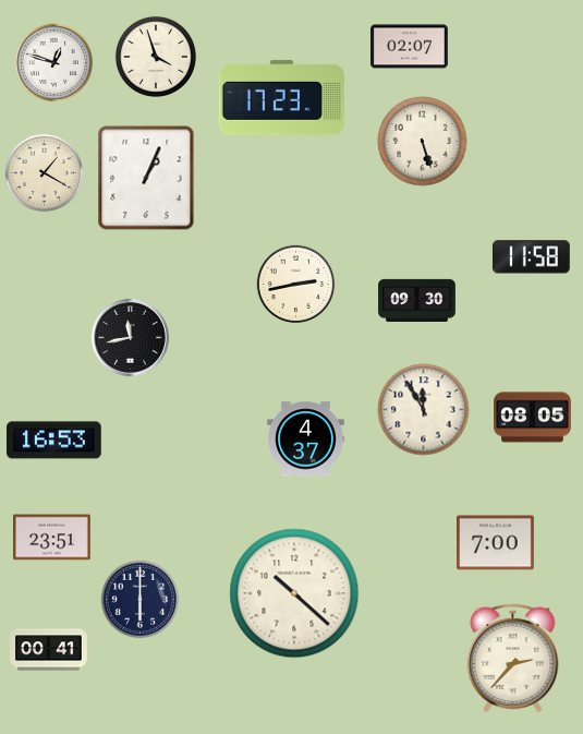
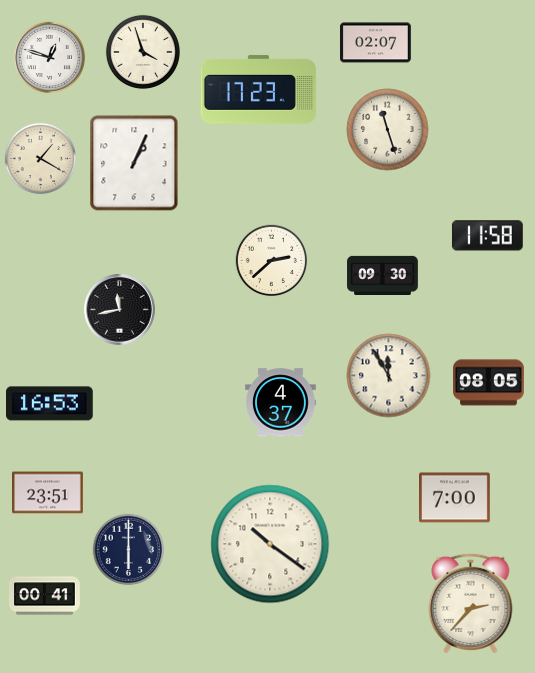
clock at (423, 142): 5:27 -> 11:27
clock at (296, 285): 2:43 -> 2:38
clock at (294, 593): 10:22 -> 10:21
